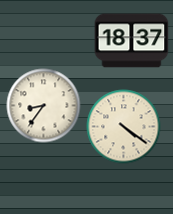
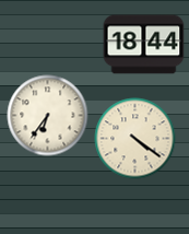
clock at (132, 41): 18:37 -> 18:44
clock at (44, 106): 8:36 -> 6:36
